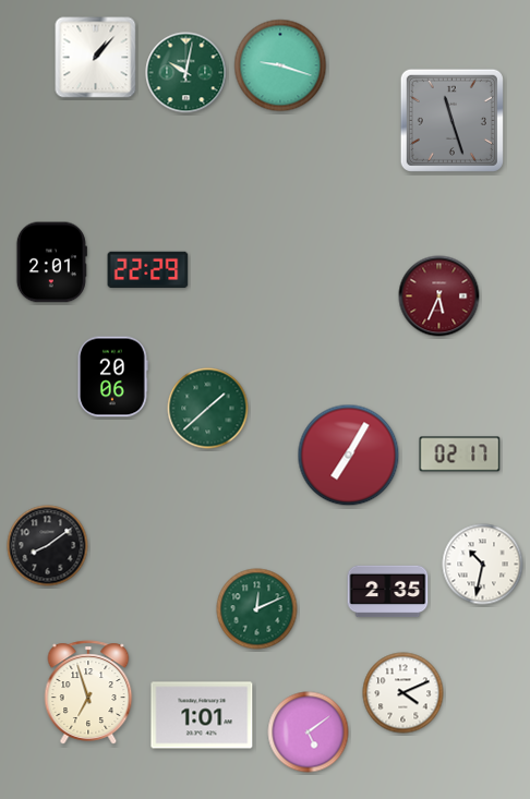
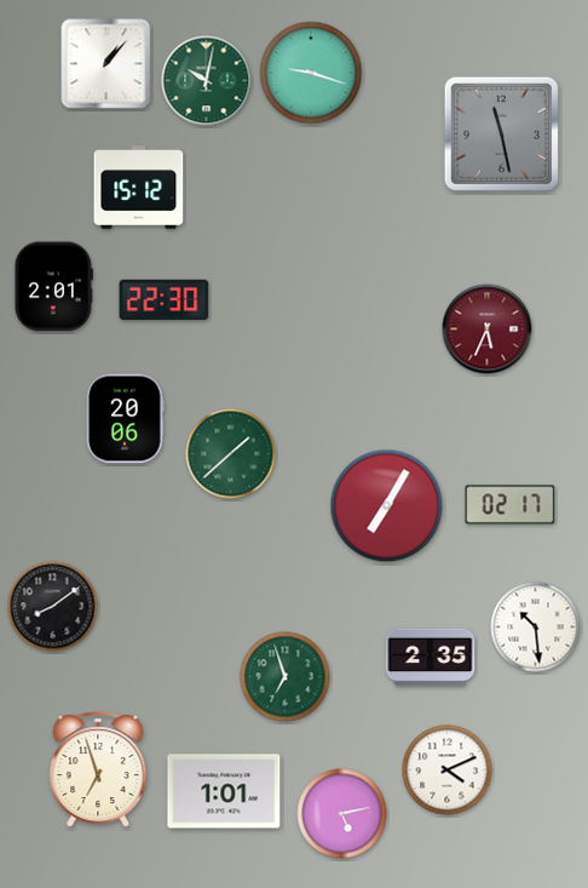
clock at (451, 120): 11:27 -> 11:28
clock at (139, 188): none -> 15:12
clock at (51, 263) position: (51, 263) -> (53, 287)
clock at (148, 270): 22:29 -> 22:30
clock at (483, 565): 10:32 -> 10:29
clock at (257, 609): 12:11 -> 6:57
clock at (202, 715) position: (202, 715) -> (224, 791)
clock at (309, 733): 5:09 -> 5:13
